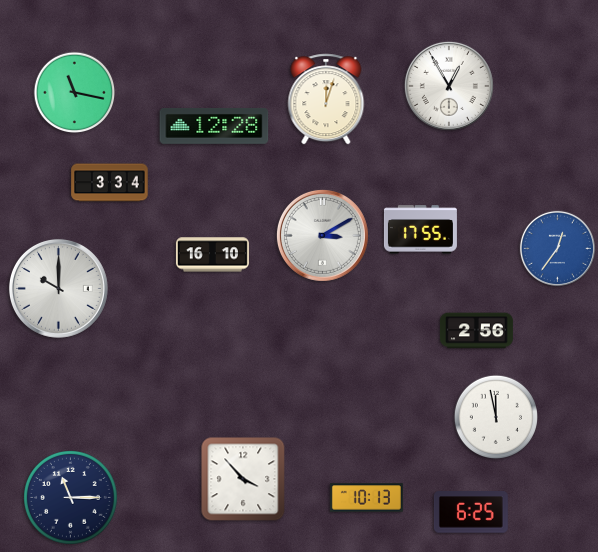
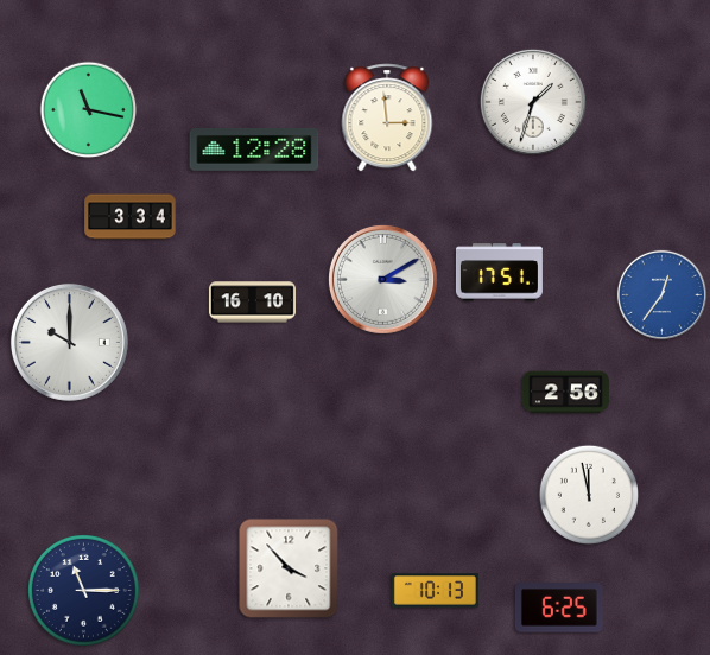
clock at (449, 86): 12:55 -> 1:33
clock at (326, 99): 12:03 -> 2:59
clock at (420, 230): 17:55 -> 17:51
